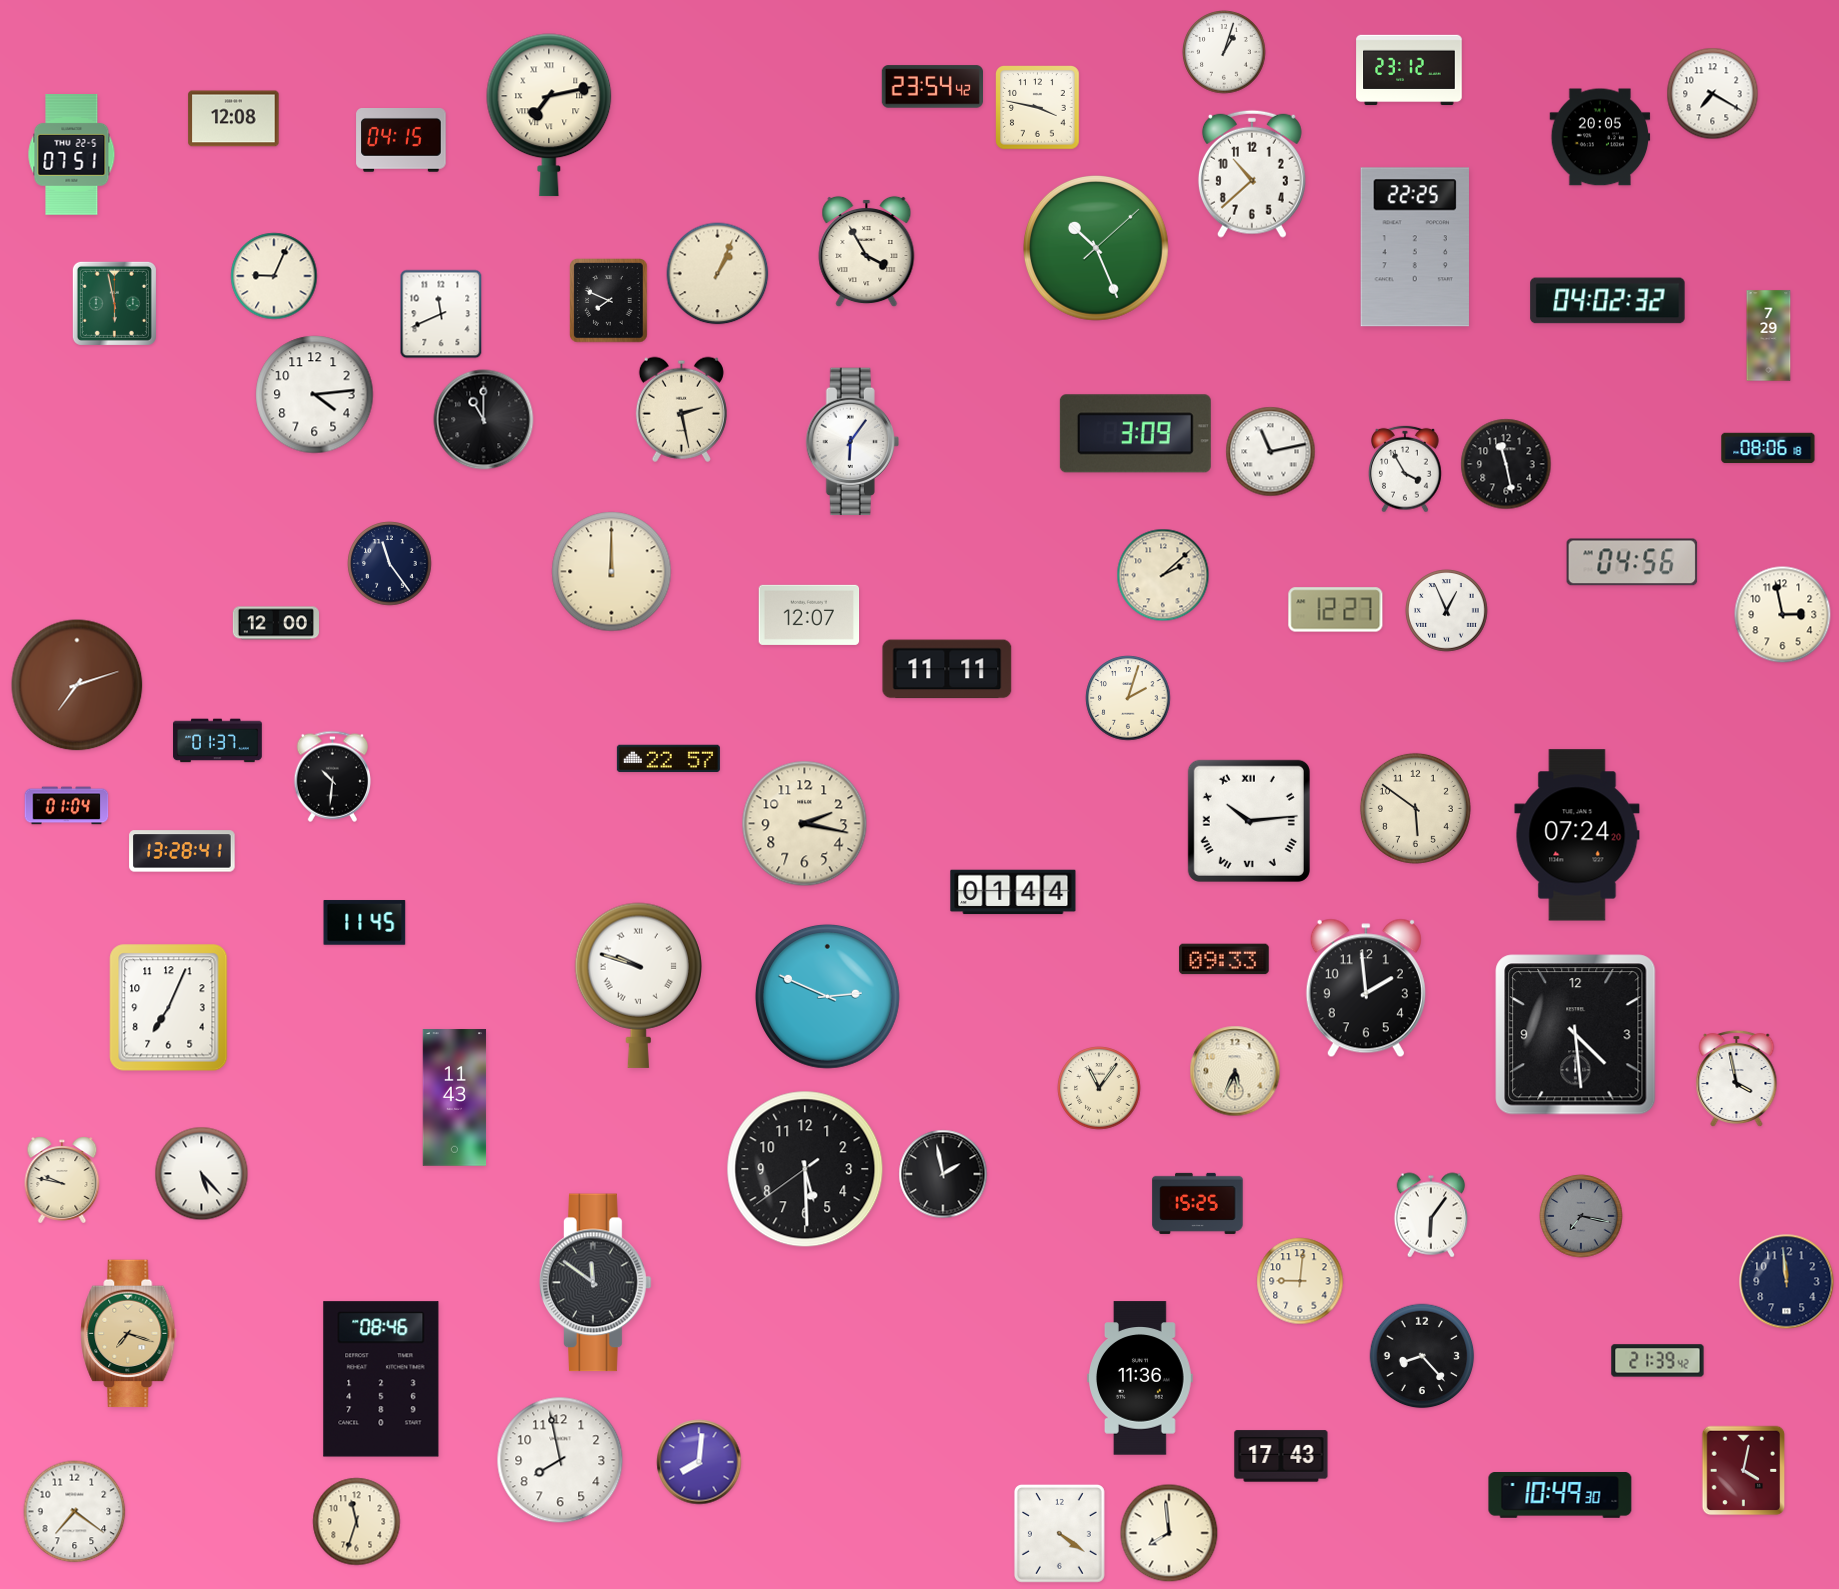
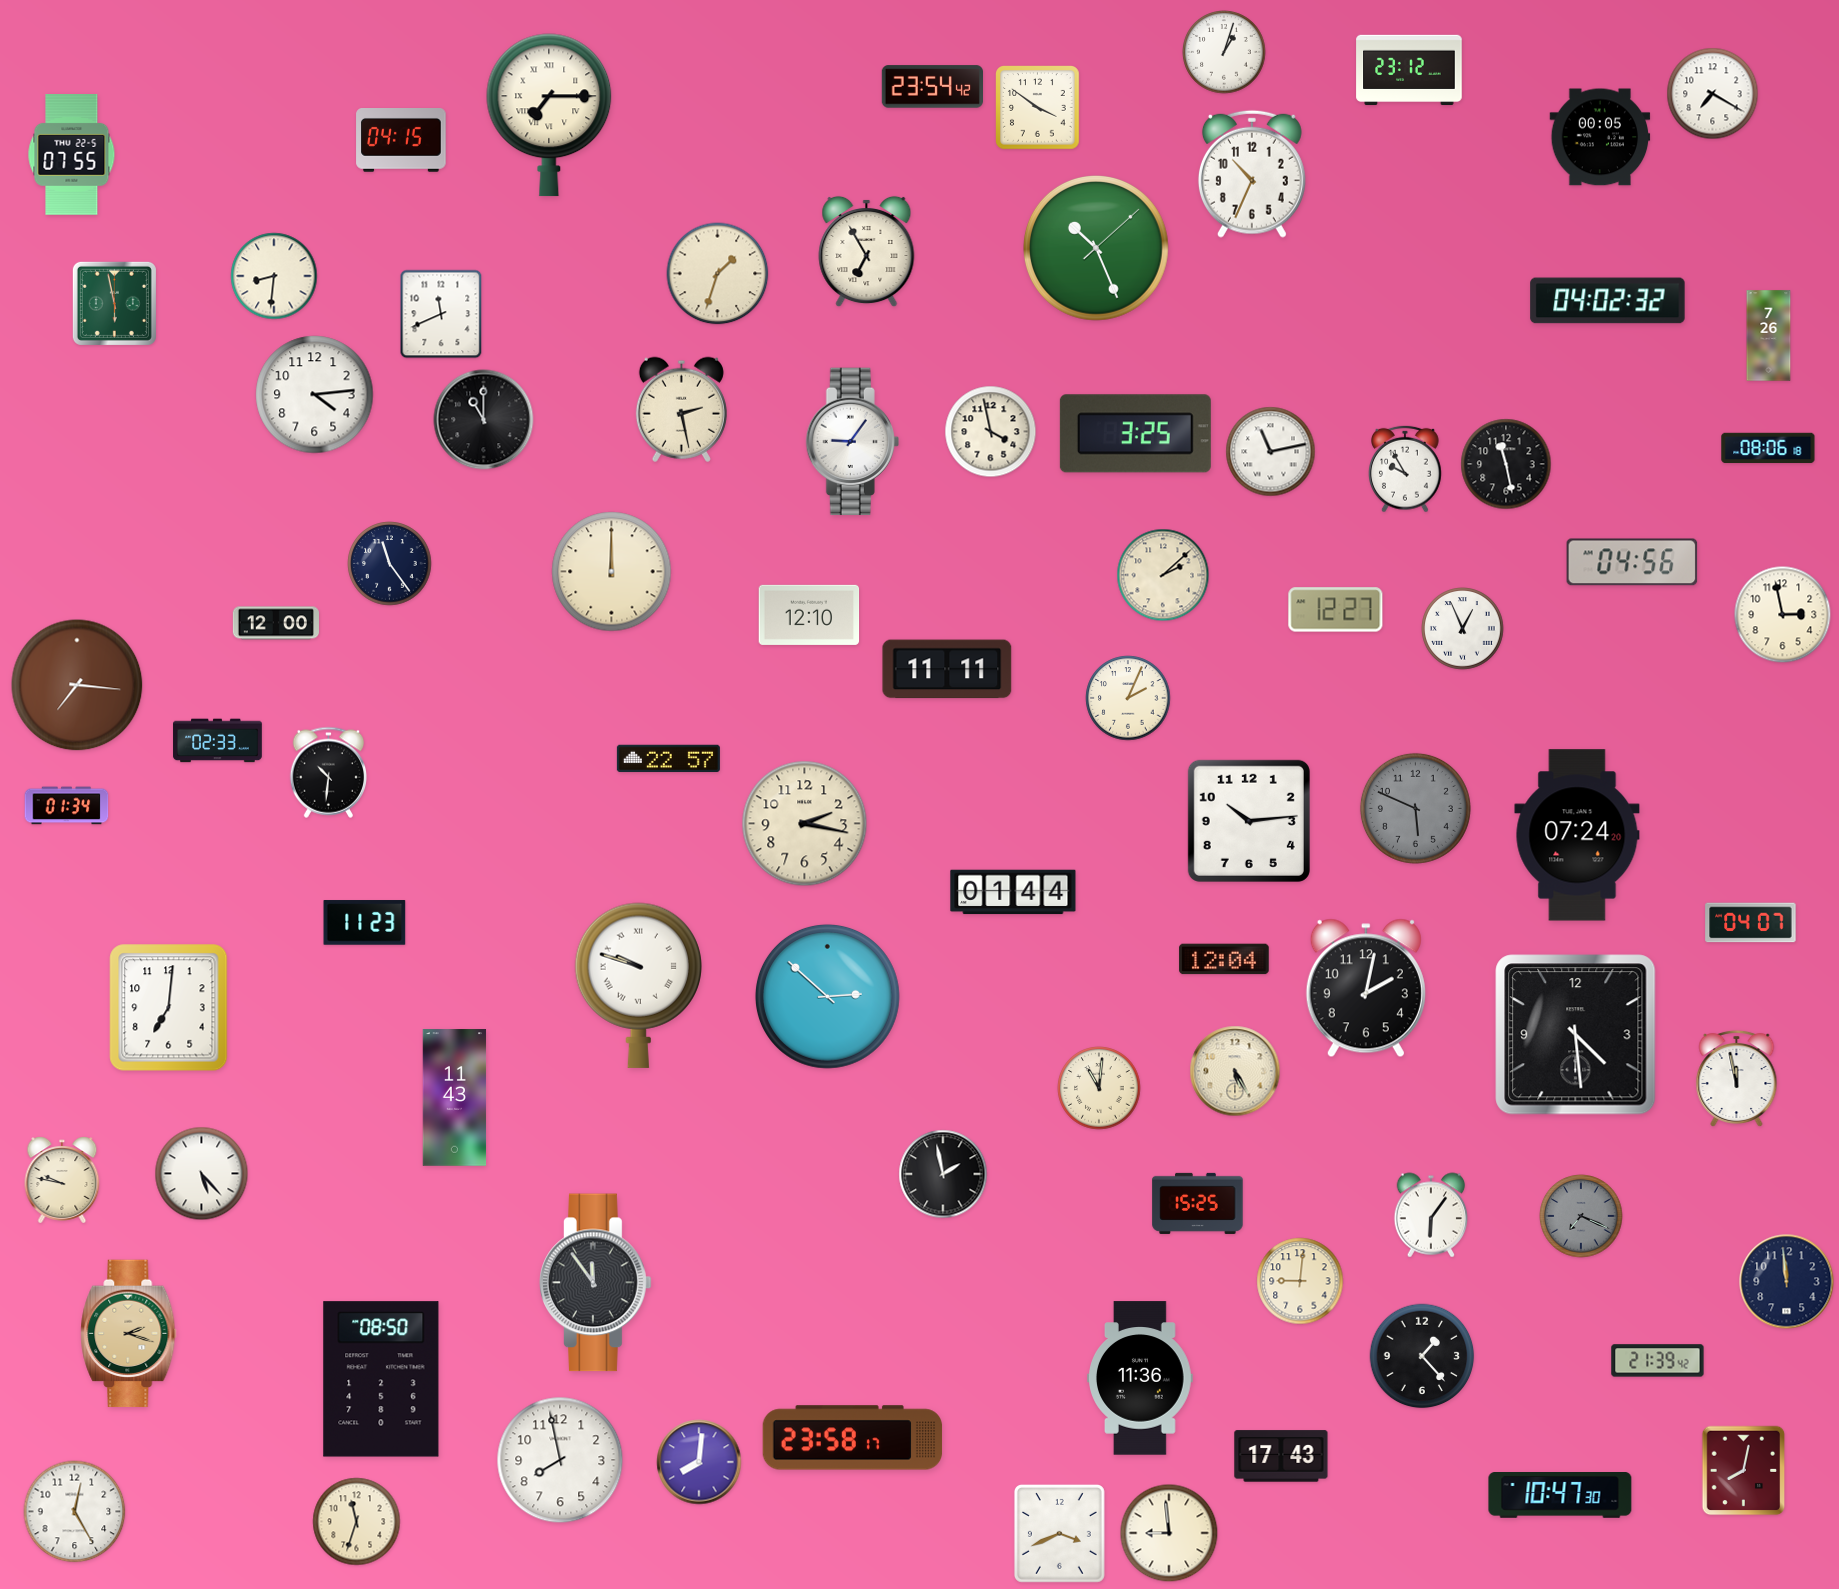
clock at (1038, 108): 3:47 -> 3:51
clock at (549, 115): 7:13 -> 7:15
clock at (234, 119): 12:08 -> none
clock at (1600, 137): 20:05 -> 00:05
clock at (72, 155): 07:51 -> 07:55
clock at (1252, 174): 10:38 -> 10:34
clock at (1415, 247): 22:25 -> none
clock at (867, 252): 3:55 -> 6:55
clock at (718, 274): 1:04 -> 1:33
clock at (274, 276): 9:04 -> 8:31
clock at (609, 301): 7:49 -> none
clock at (1769, 336): 7:29 -> 7:26
clock at (991, 432): none -> 3:58
clock at (1135, 434): 3:09 -> 3:25
clock at (852, 442): 6:06 -> 9:06
clock at (1406, 469): 3:55 -> 9:55
clock at (1447, 611) position: (1447, 611) -> (1463, 629)
clock at (809, 615): 12:07 -> 12:10
clock at (77, 685): 7:12 -> 7:16
clock at (1128, 698): 2:03 -> 2:04
clock at (218, 741): 01:37 -> 02:33
clock at (332, 776) position: (332, 776) -> (328, 772)
clock at (67, 806): 01:04 -> 01:34
clock at (1415, 808): 5:51 -> 5:49
clock at (1415, 808) dial: cream -> grey
clock at (1249, 821) numerals: Roman -> Arabic
clock at (182, 851): 13:28 -> none
clock at (365, 923): 11:45 -> 11:23
clock at (1751, 923): none -> 04:07
clock at (1224, 959): 09:33 -> 12:04
clock at (1366, 988): 1:59 -> 2:02
clock at (827, 996): 2:49 -> 2:52
clock at (169, 1008): 7:04 -> 7:01
clock at (1235, 1071): 5:34 -> 5:25
clock at (1737, 1079): 3:58 -> 11:58
clock at (1099, 1088): 11:06 -> 11:01
clock at (805, 1169): 5:29 -> none
clock at (1581, 1216): 7:17 -> 7:19
clock at (596, 1283): 11:51 -> 11:54
clock at (129, 1334): 7:18 -> 2:18
clock at (1422, 1356): 8:23 -> 1:23
clock at (381, 1379): 08:46 -> 08:50
clock at (853, 1438): none -> 23:58
clock at (1744, 1471): 4:02 -> 8:02
clock at (1560, 1496): 10:49 -> 10:47
clock at (75, 1512): 7:21 -> 12:25
clock at (1059, 1533): 4:21 -> 3:41
clock at (1169, 1533): 7:59 -> 8:59
